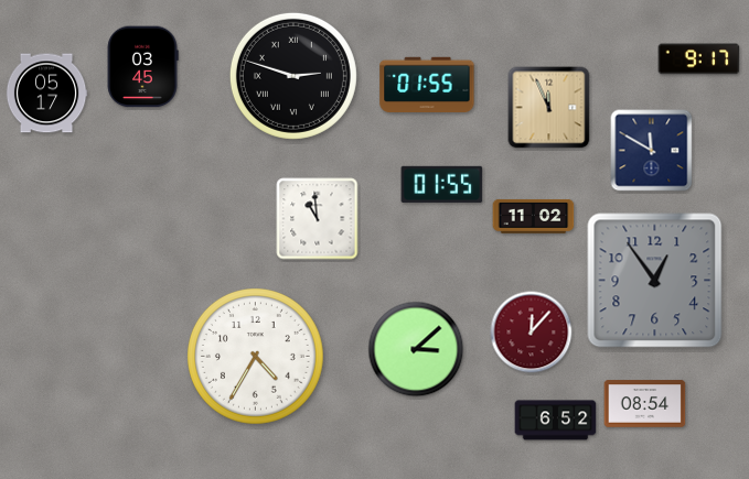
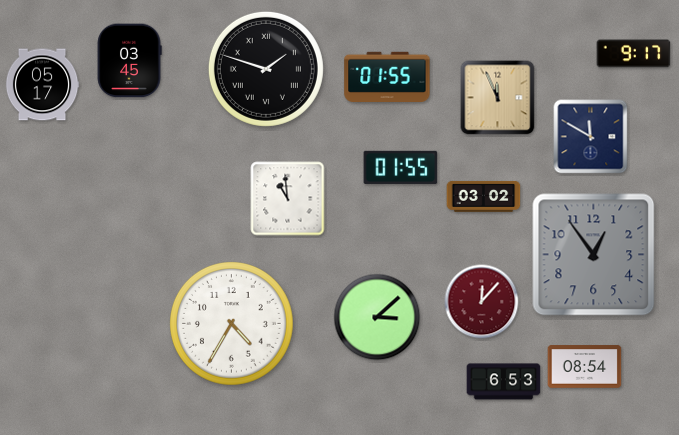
clock at (293, 76): 2:48 -> 1:48
clock at (534, 217): 11:02 -> 03:02
clock at (556, 421): 6:52 -> 6:53
